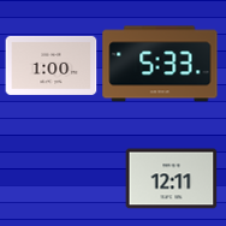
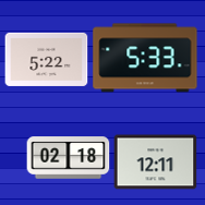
clock at (52, 65): 1:00 -> 5:22
clock at (69, 158): none -> 02:18
